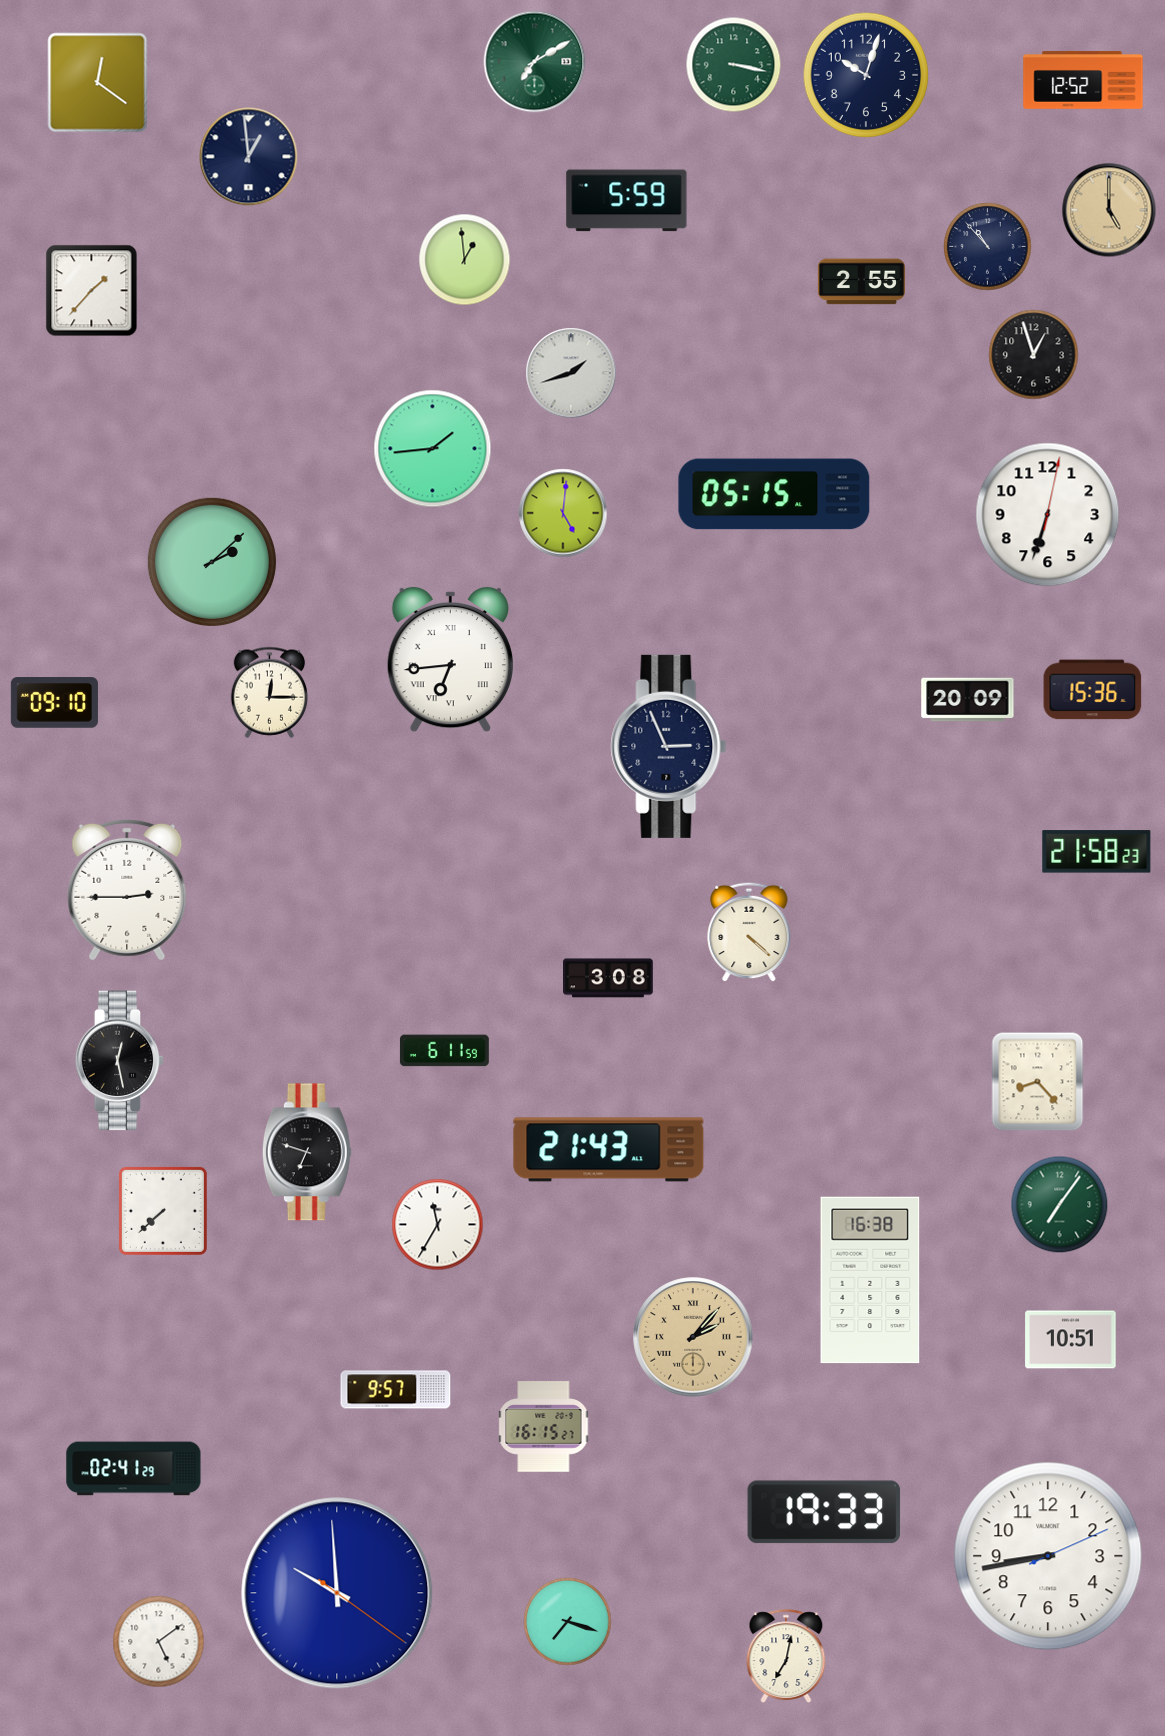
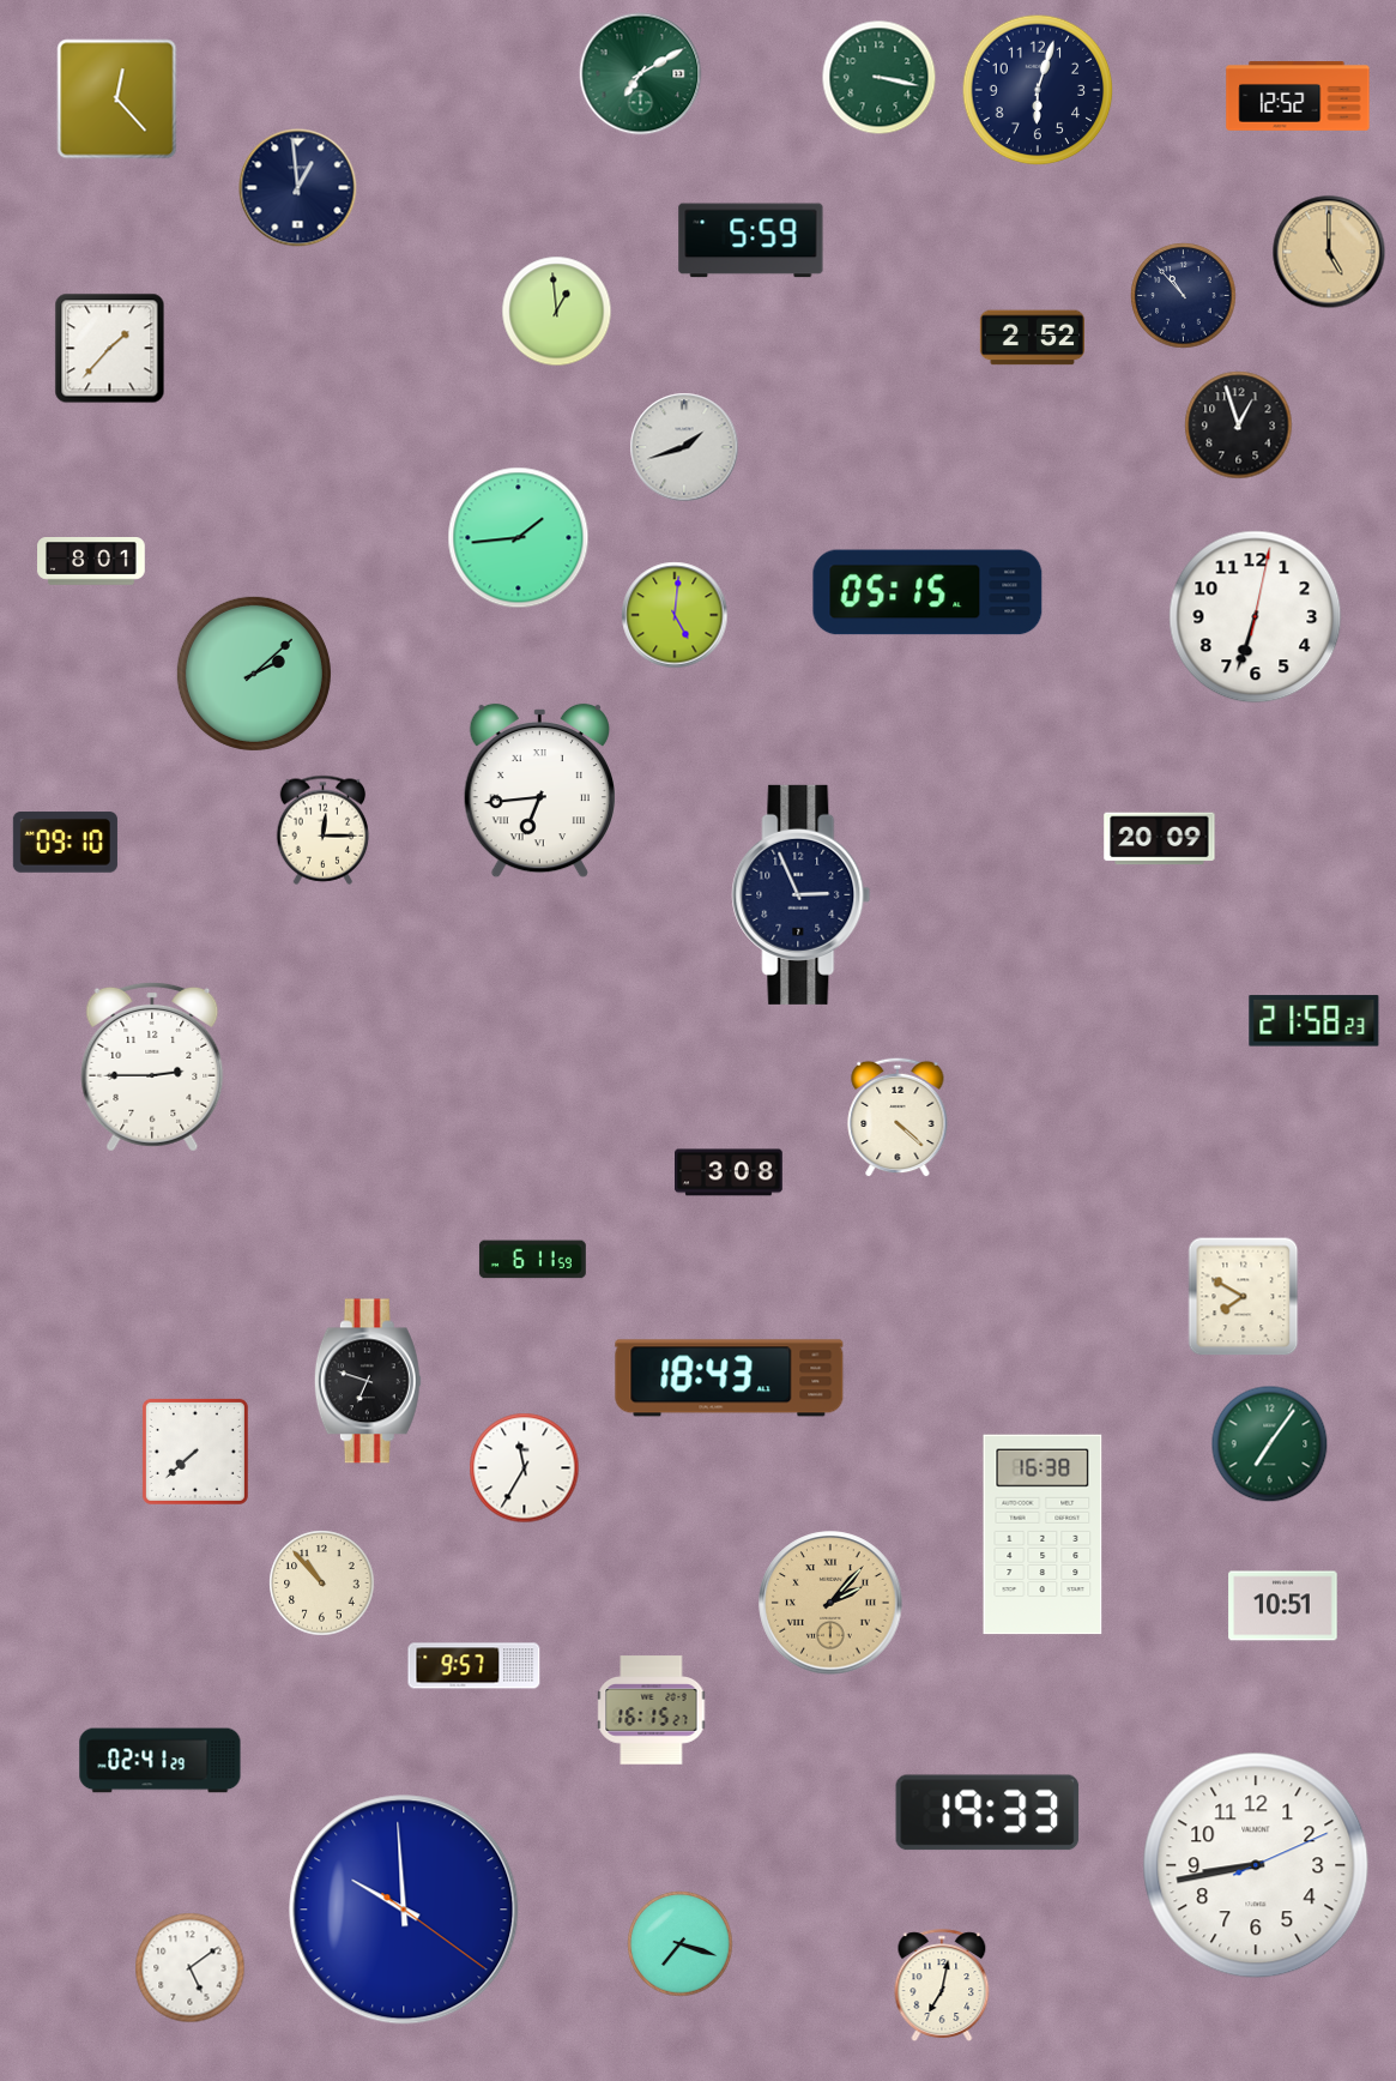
clock at (866, 75): 10:03 -> 6:03
clock at (98, 83): 12:21 -> 12:23
clock at (861, 282): 2:55 -> 2:52
clock at (91, 562): none -> 8:01
clock at (1093, 690): 15:36 -> none
clock at (120, 1061): 12:28 -> none
clock at (1038, 1082): 8:23 -> 7:50
clock at (609, 1150): 21:43 -> 18:43
clock at (322, 1584): none -> 10:53
